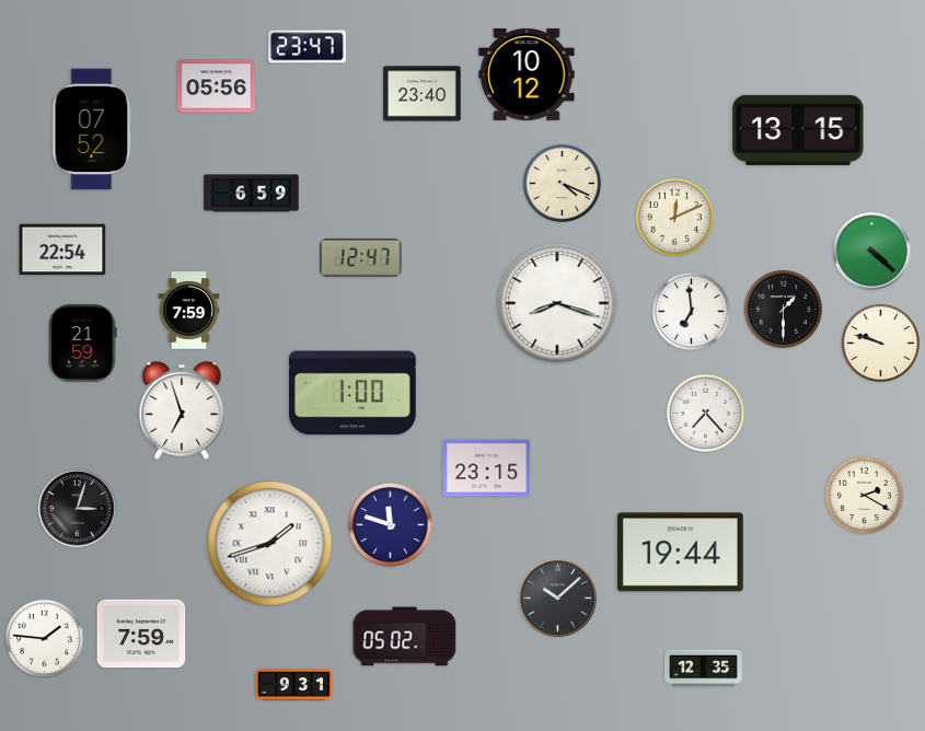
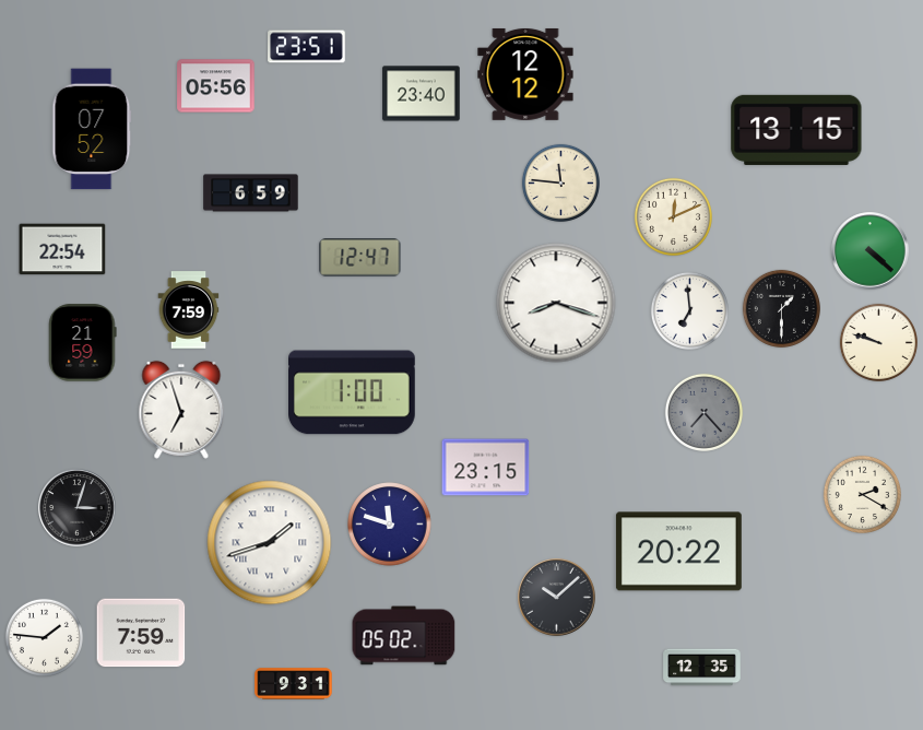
clock at (308, 47): 23:47 -> 23:51
clock at (527, 74): 10:12 -> 12:12
clock at (562, 183): 4:19 -> 11:46
clock at (705, 413) dial: white -> grey
clock at (680, 553): 19:44 -> 20:22
